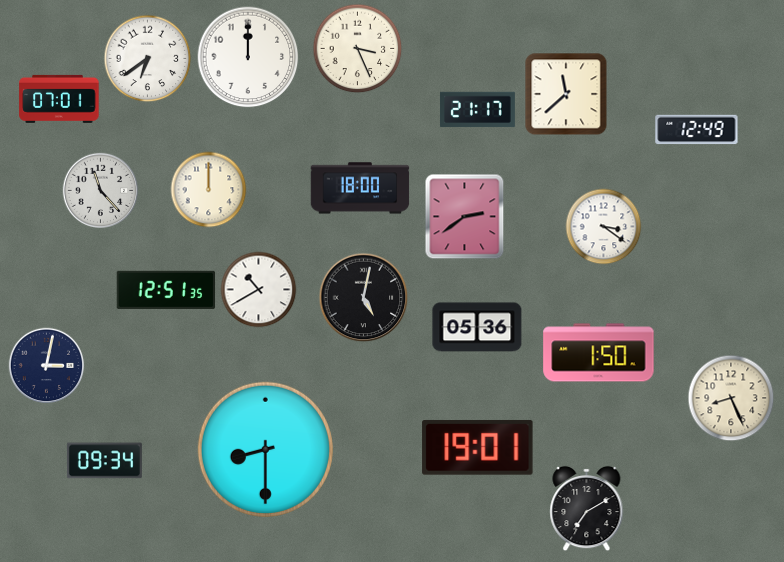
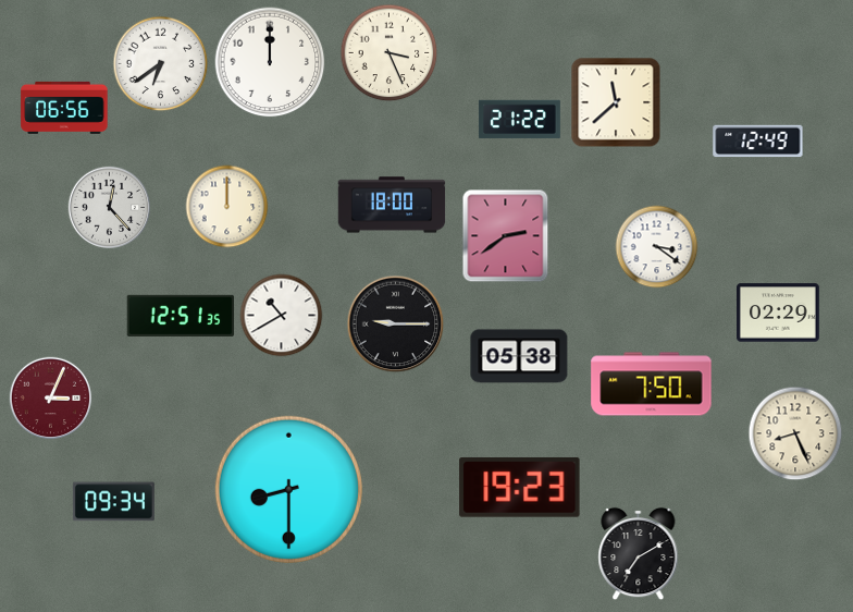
clock at (59, 99): 07:01 -> 06:56
clock at (477, 110): 21:17 -> 21:22
clock at (101, 191): 11:23 -> 12:23
clock at (779, 313): none -> 02:29
clock at (364, 298): 5:02 -> 9:15
clock at (477, 327): 05:36 -> 05:38
clock at (599, 353): 1:50 -> 7:50
clock at (47, 366): 3:02 -> 3:04
clock at (47, 366) dial: navy -> burgundy
clock at (478, 447): 19:01 -> 19:23
